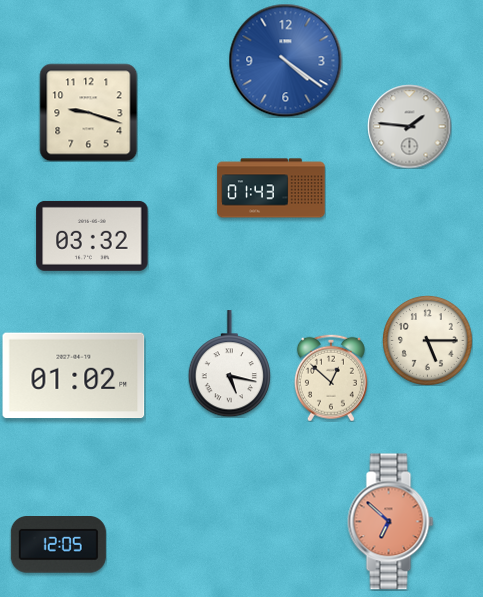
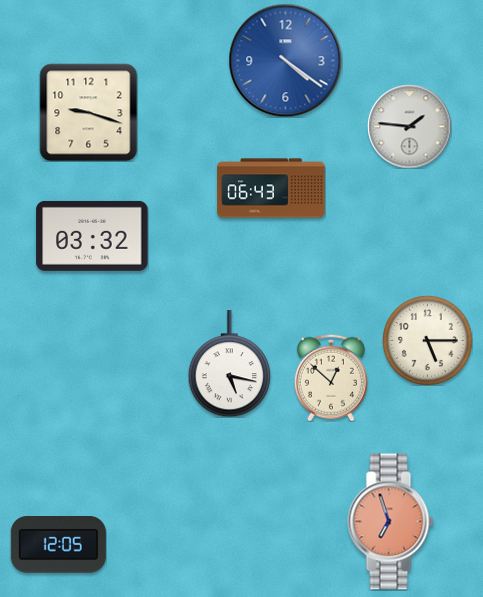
clock at (271, 188): 01:43 -> 06:43
clock at (74, 376): 01:02 -> none
clock at (391, 522): 6:52 -> 6:57
